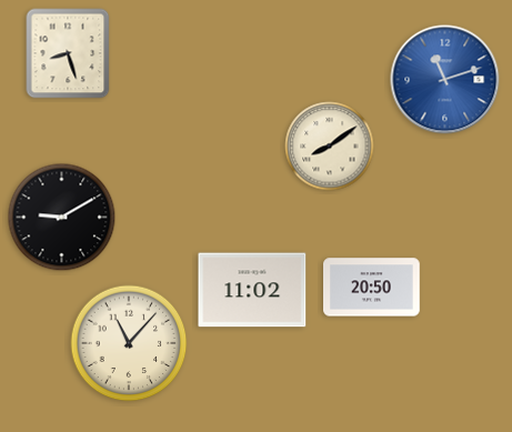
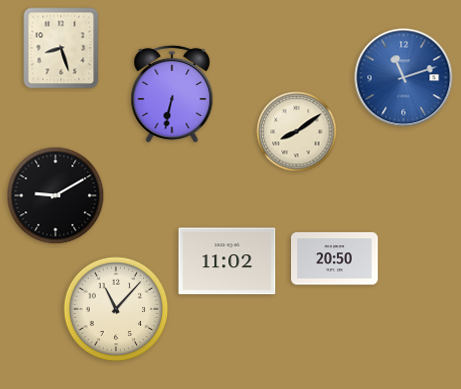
clock at (445, 80) position: (445, 80) -> (404, 78)
clock at (172, 94): none -> 6:32
